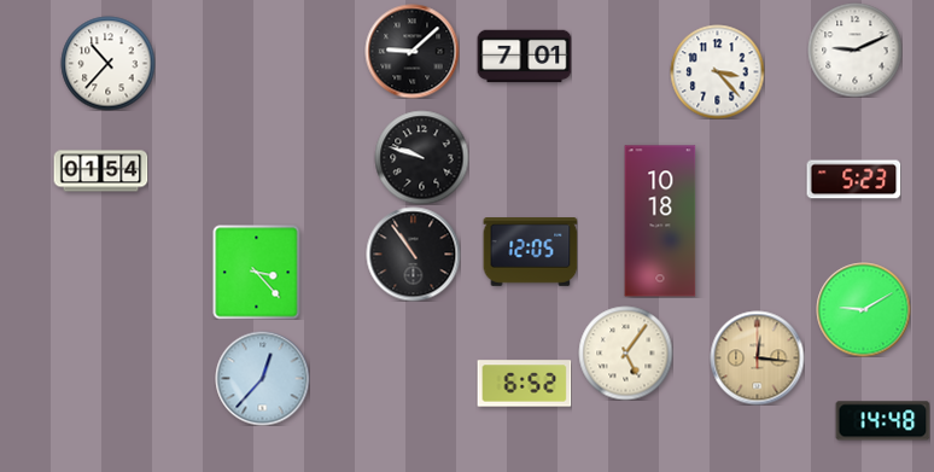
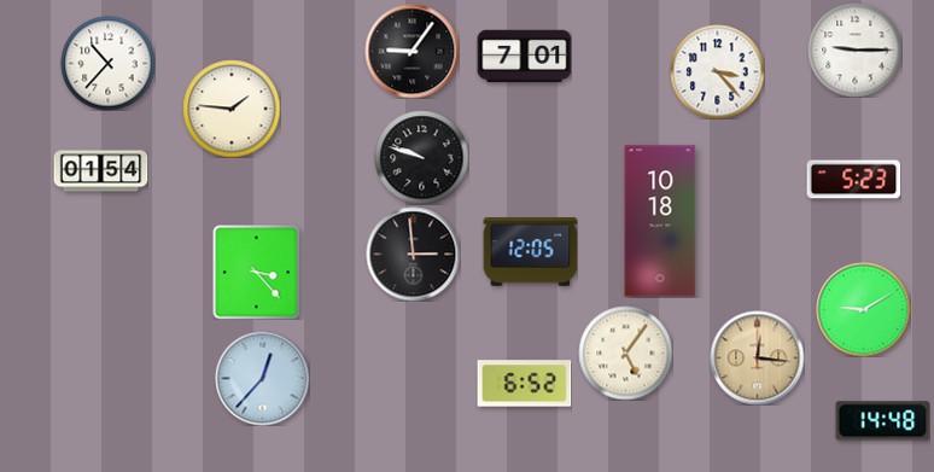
clock at (854, 49): 9:11 -> 9:15
clock at (411, 51): 9:08 -> 9:06
clock at (232, 109): none -> 1:46
clock at (413, 254): 10:54 -> 2:59
